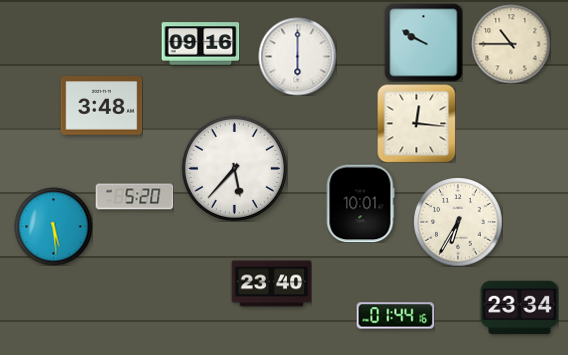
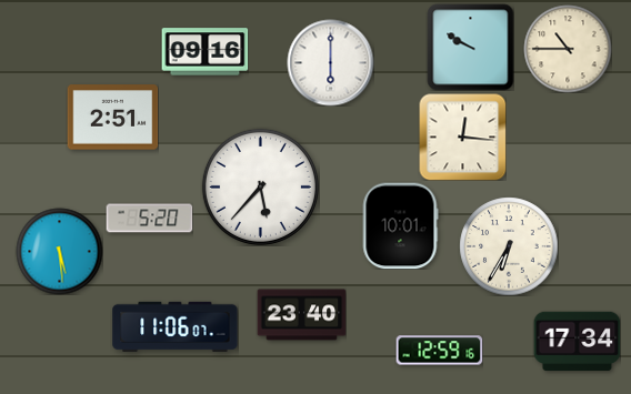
clock at (200, 44) position: (200, 44) -> (204, 52)
clock at (101, 106): 3:48 -> 2:51
clock at (176, 326): none -> 11:06
clock at (519, 308): 23:34 -> 17:34
clock at (395, 316): 01:44 -> 12:59
